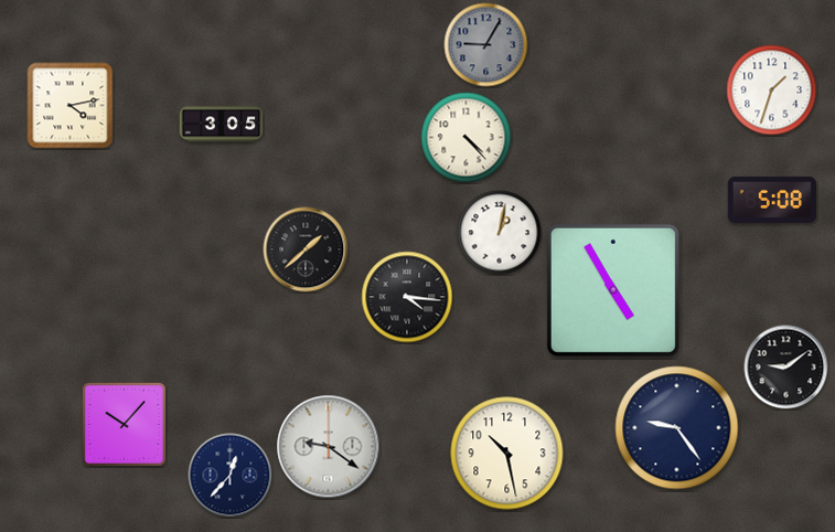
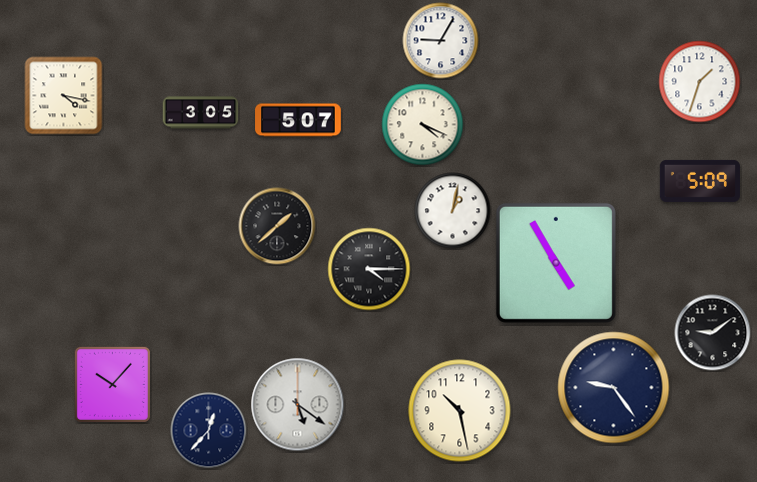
clock at (486, 45) dial: grey -> white
clock at (71, 106): 4:13 -> 4:17
clock at (298, 120): none -> 5:07
clock at (467, 138): 4:23 -> 4:19
clock at (772, 200): 5:08 -> 5:09
clock at (407, 297): 4:16 -> 4:15
clock at (329, 447): 9:21 -> 5:21
